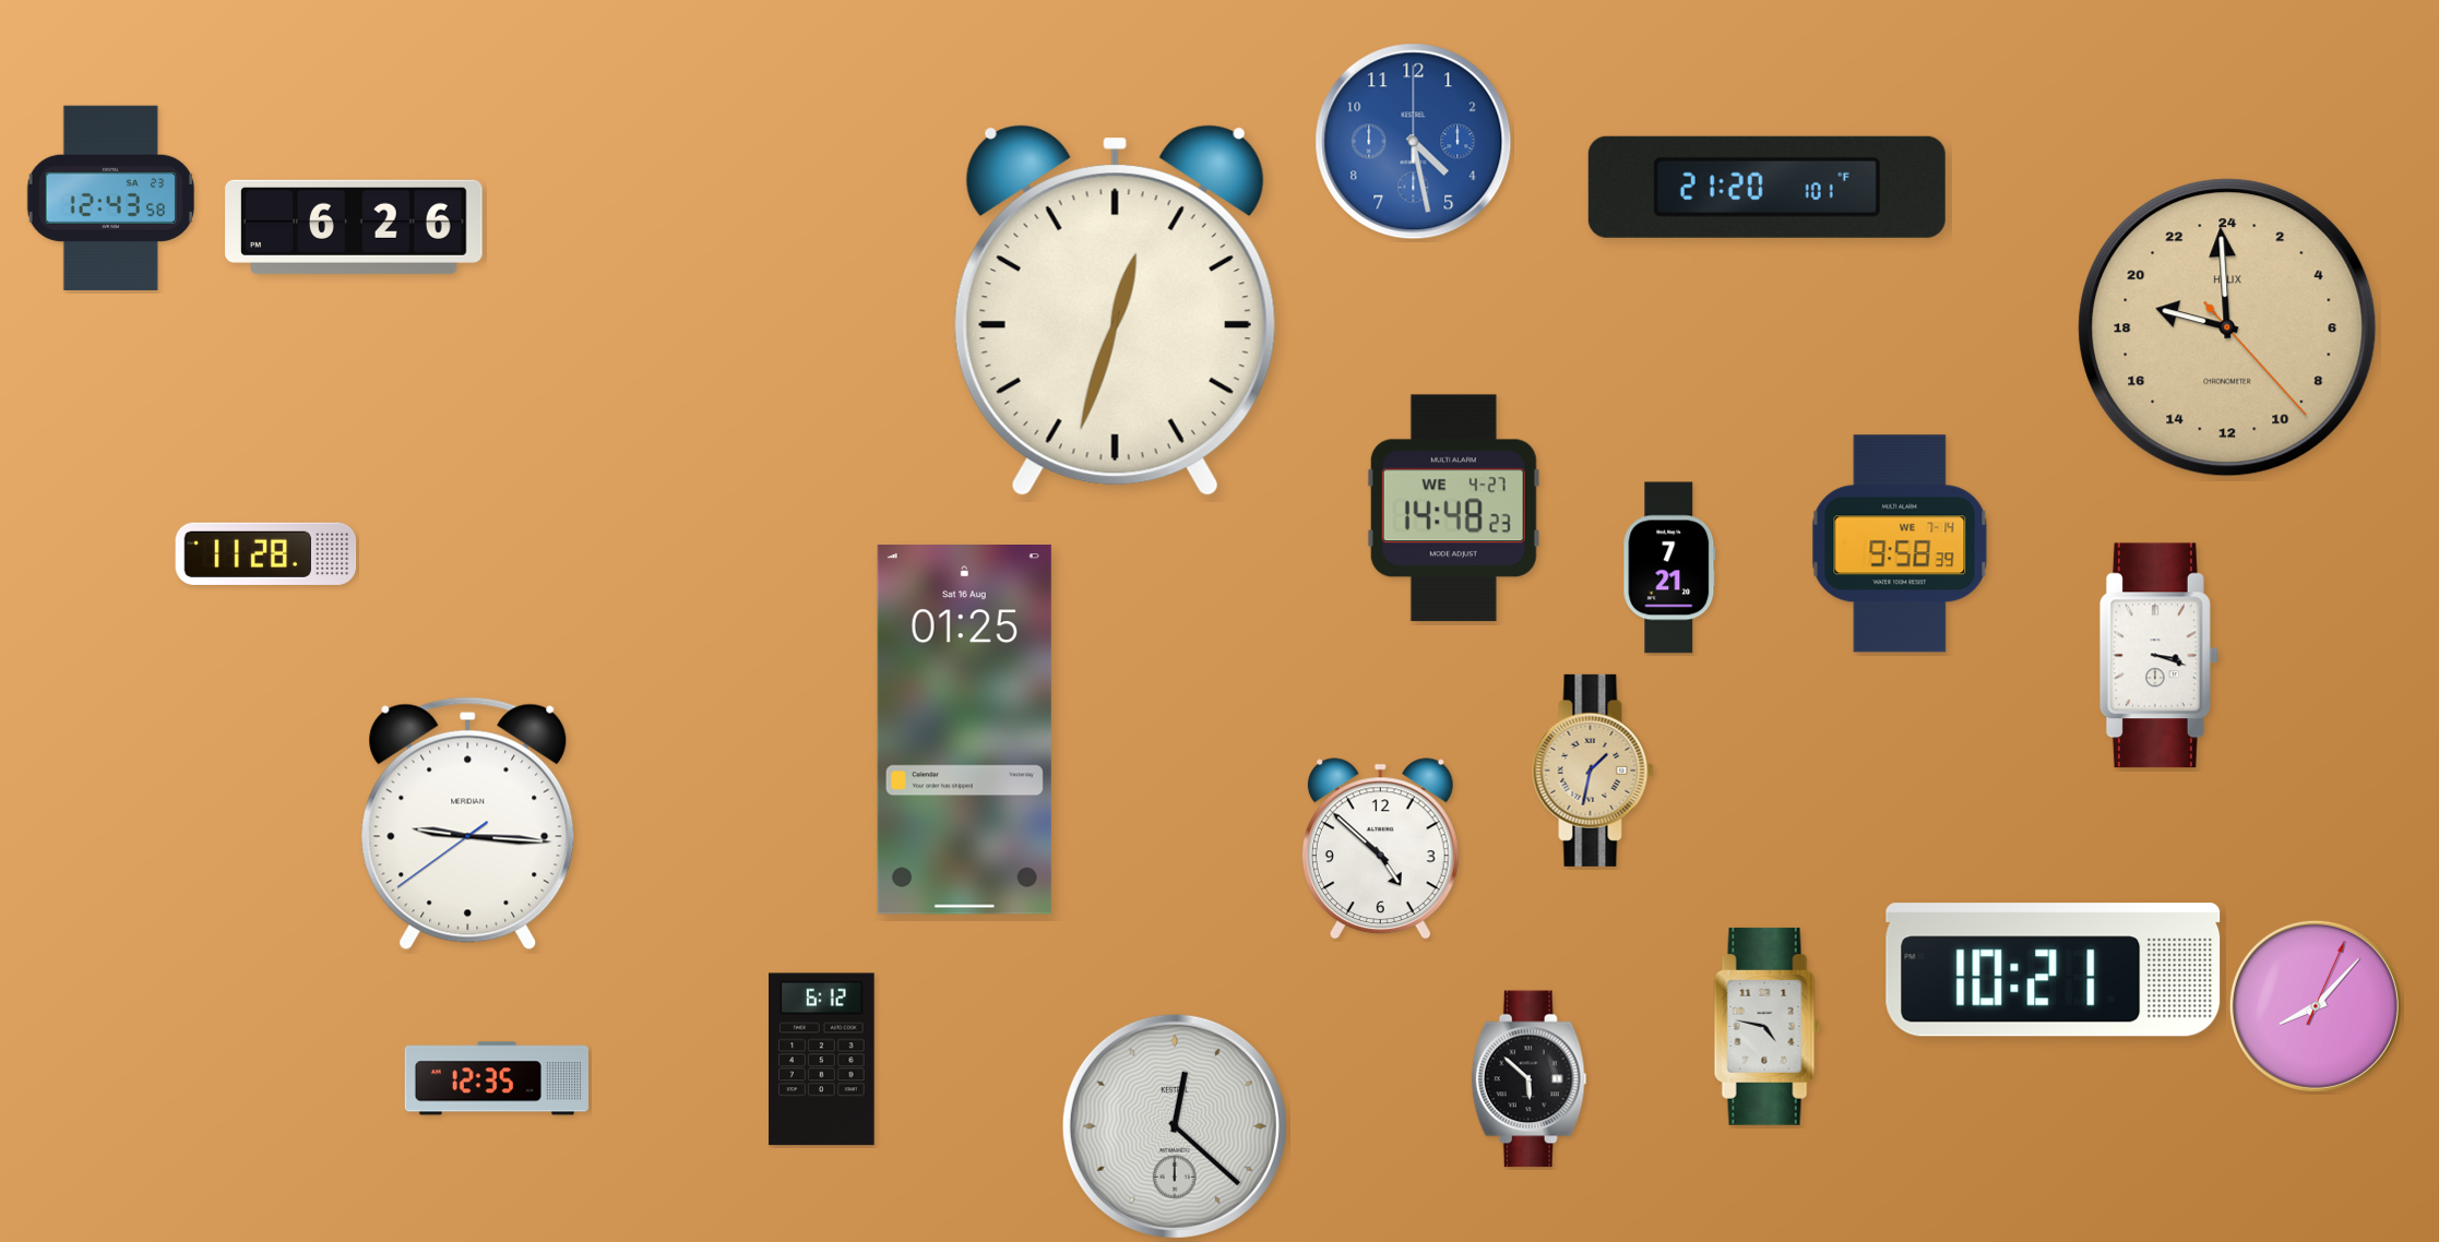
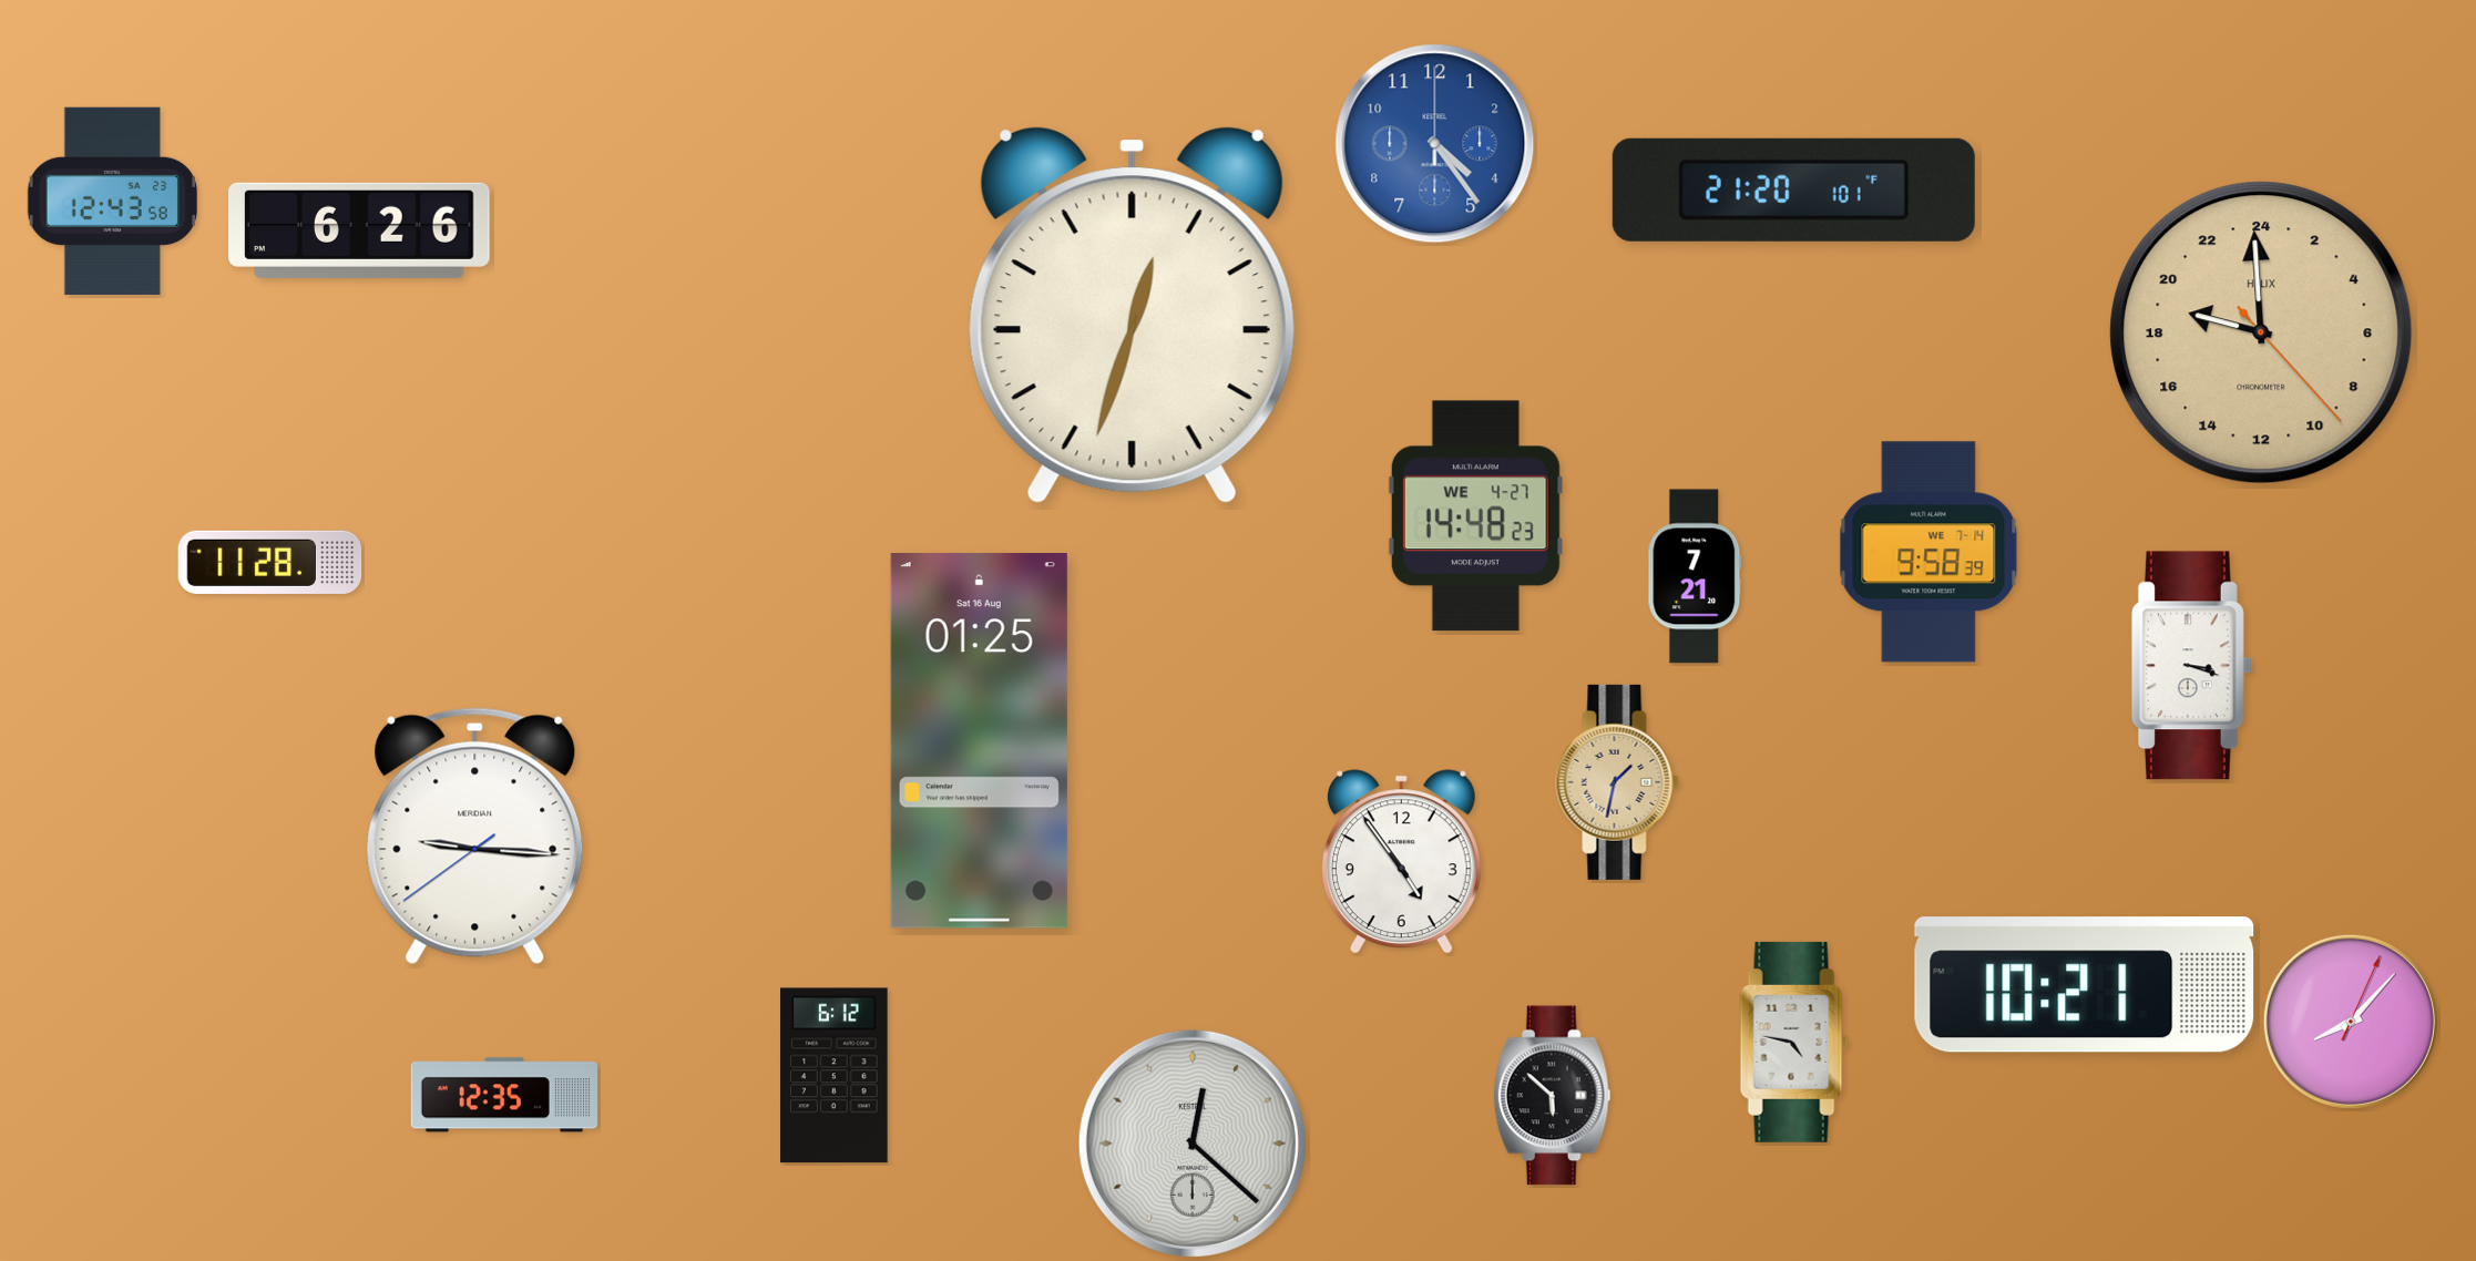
clock at (1414, 142): 4:28 -> 4:24
clock at (1380, 849): 4:52 -> 4:54
